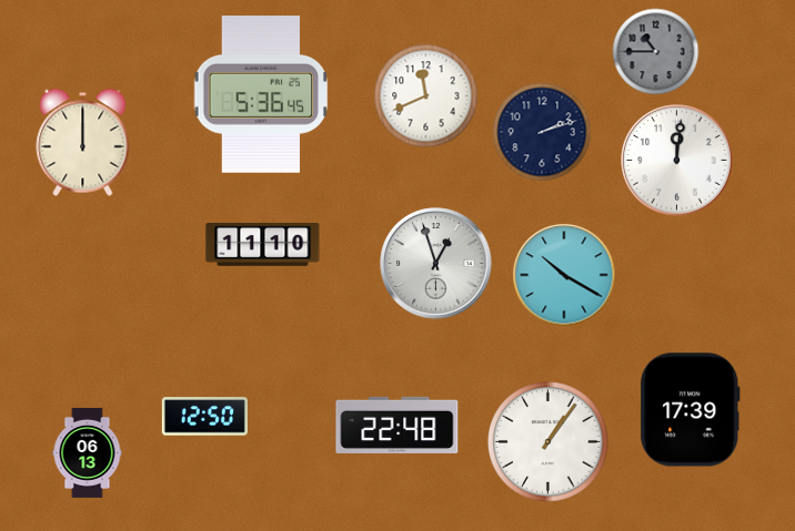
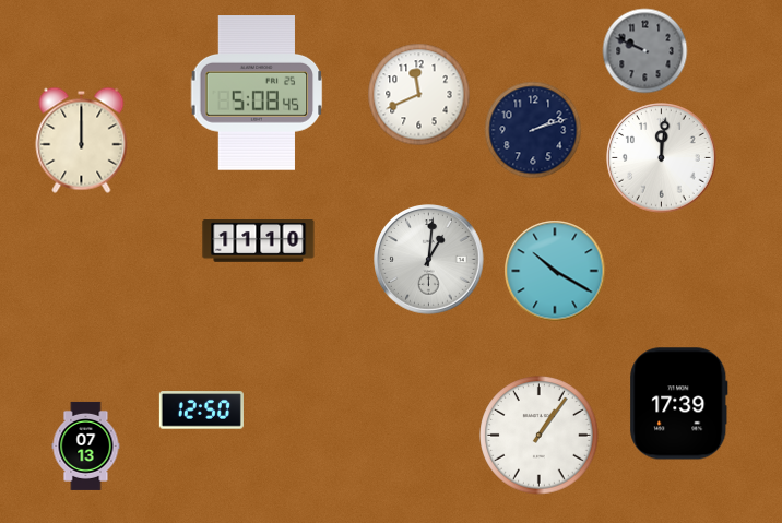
clock at (655, 51): 10:45 -> 9:49
clock at (261, 95): 5:36 -> 5:08
clock at (677, 161) position: (677, 161) -> (662, 158)
clock at (436, 264): 12:57 -> 1:01
clock at (398, 425): 22:48 -> none
clock at (88, 452): 06:13 -> 07:13
